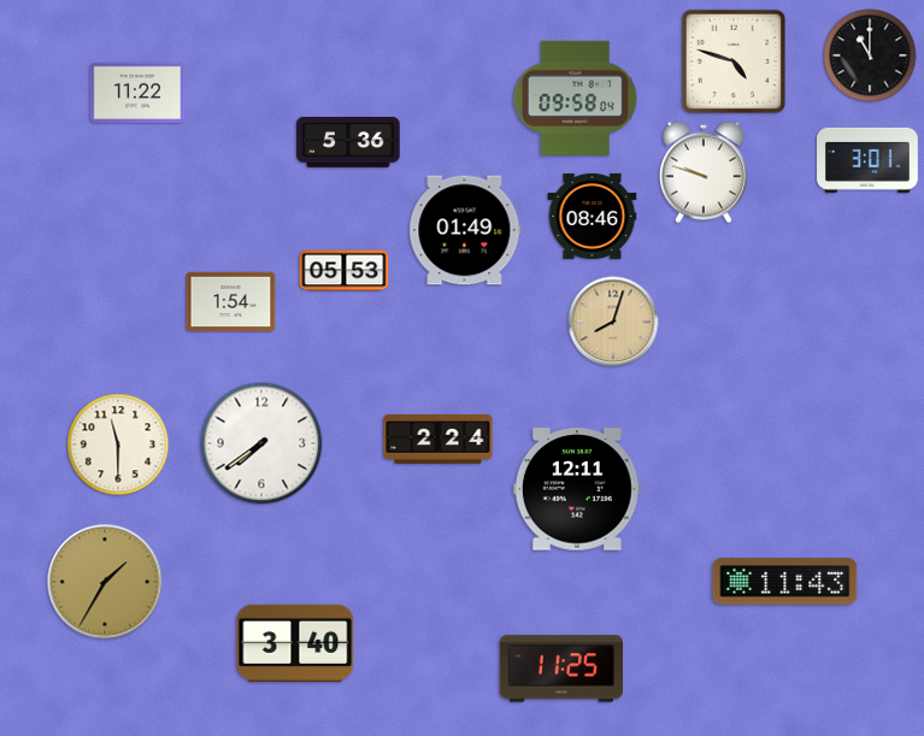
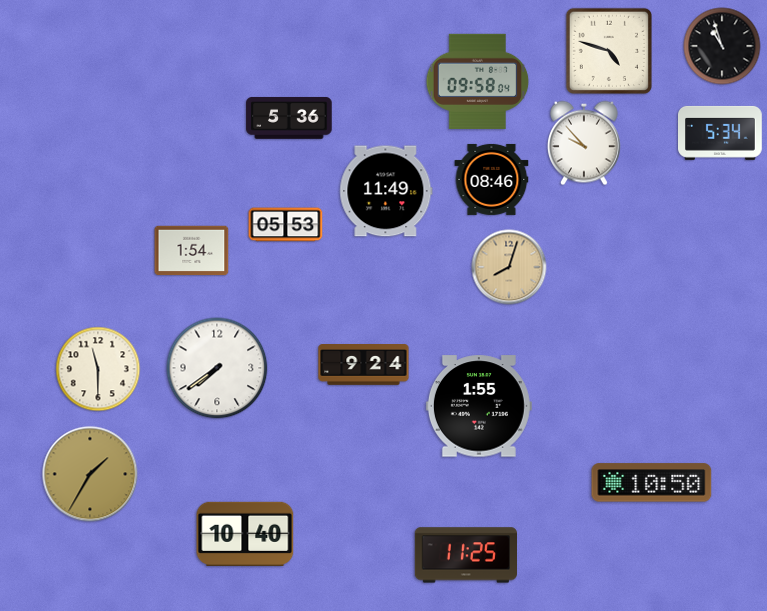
clock at (870, 55): 11:00 -> 10:57
clock at (137, 93): 11:22 -> none
clock at (869, 160): 3:01 -> 5:34
clock at (704, 172): 9:48 -> 9:53
clock at (465, 230): 01:49 -> 11:49
clock at (439, 440): 2:24 -> 9:24
clock at (577, 489): 12:11 -> 1:55
clock at (105, 582) position: (105, 582) -> (90, 474)
clock at (785, 582): 11:43 -> 10:50
clock at (295, 643): 3:40 -> 10:40
